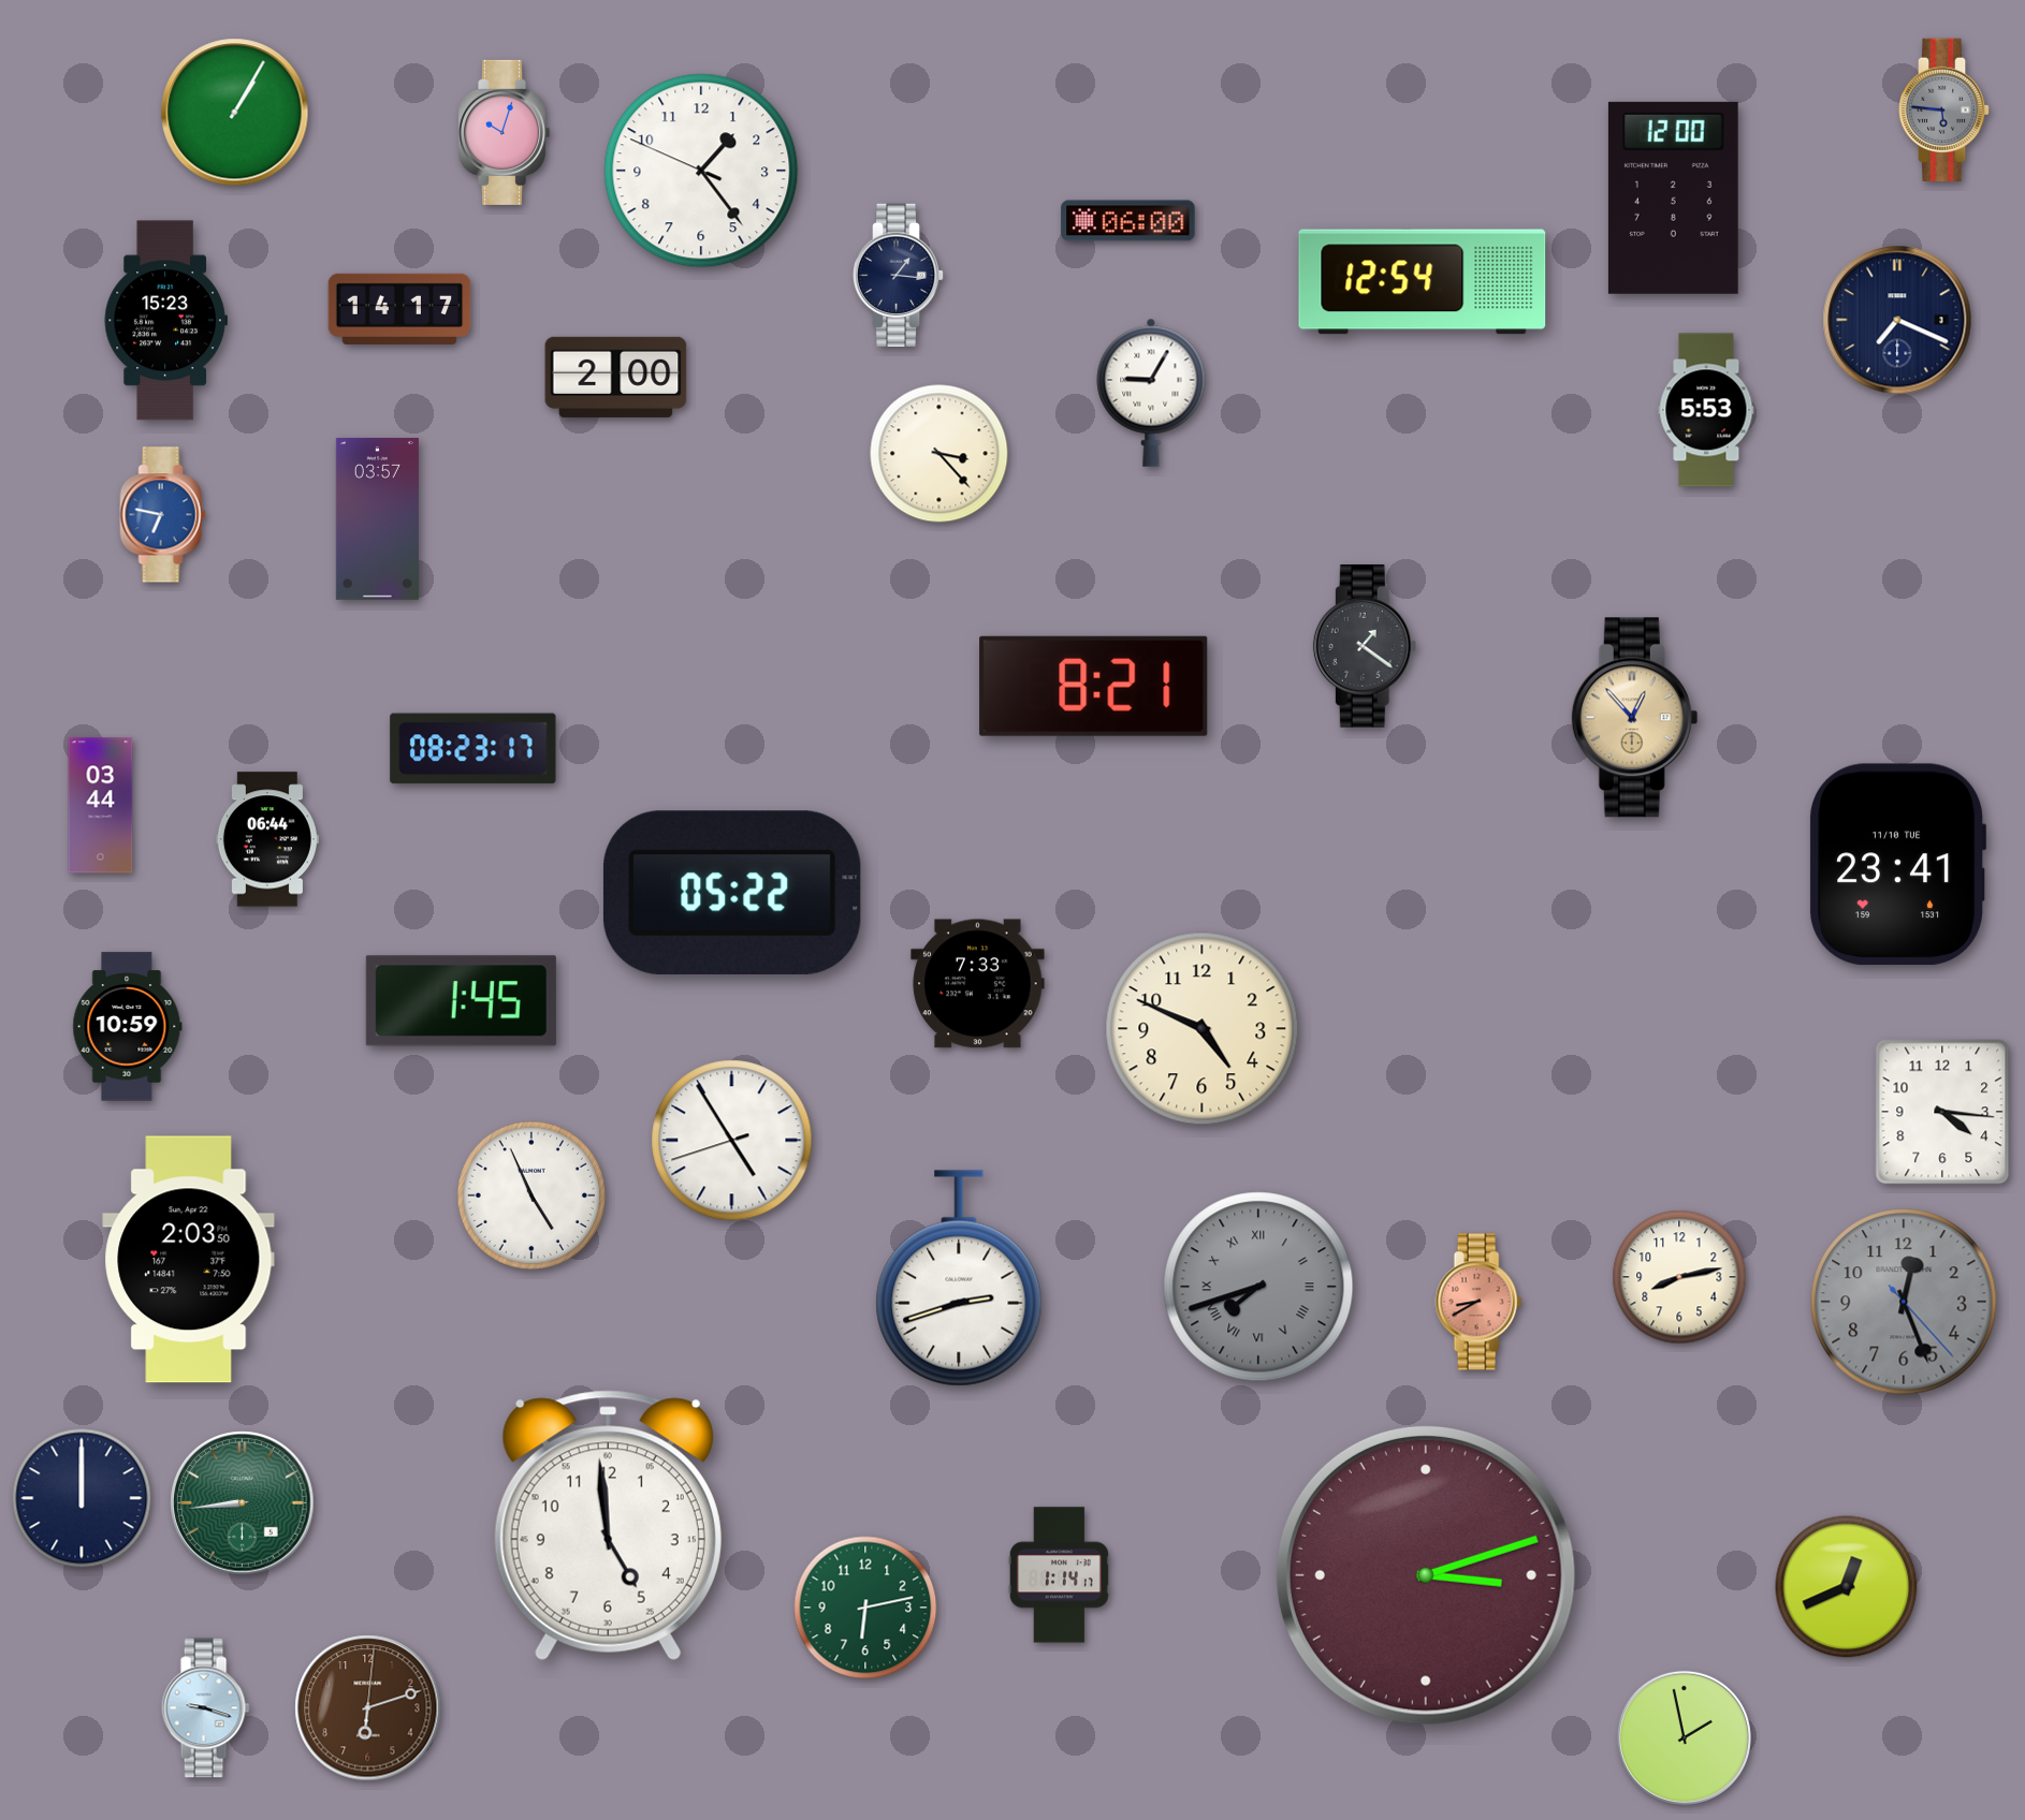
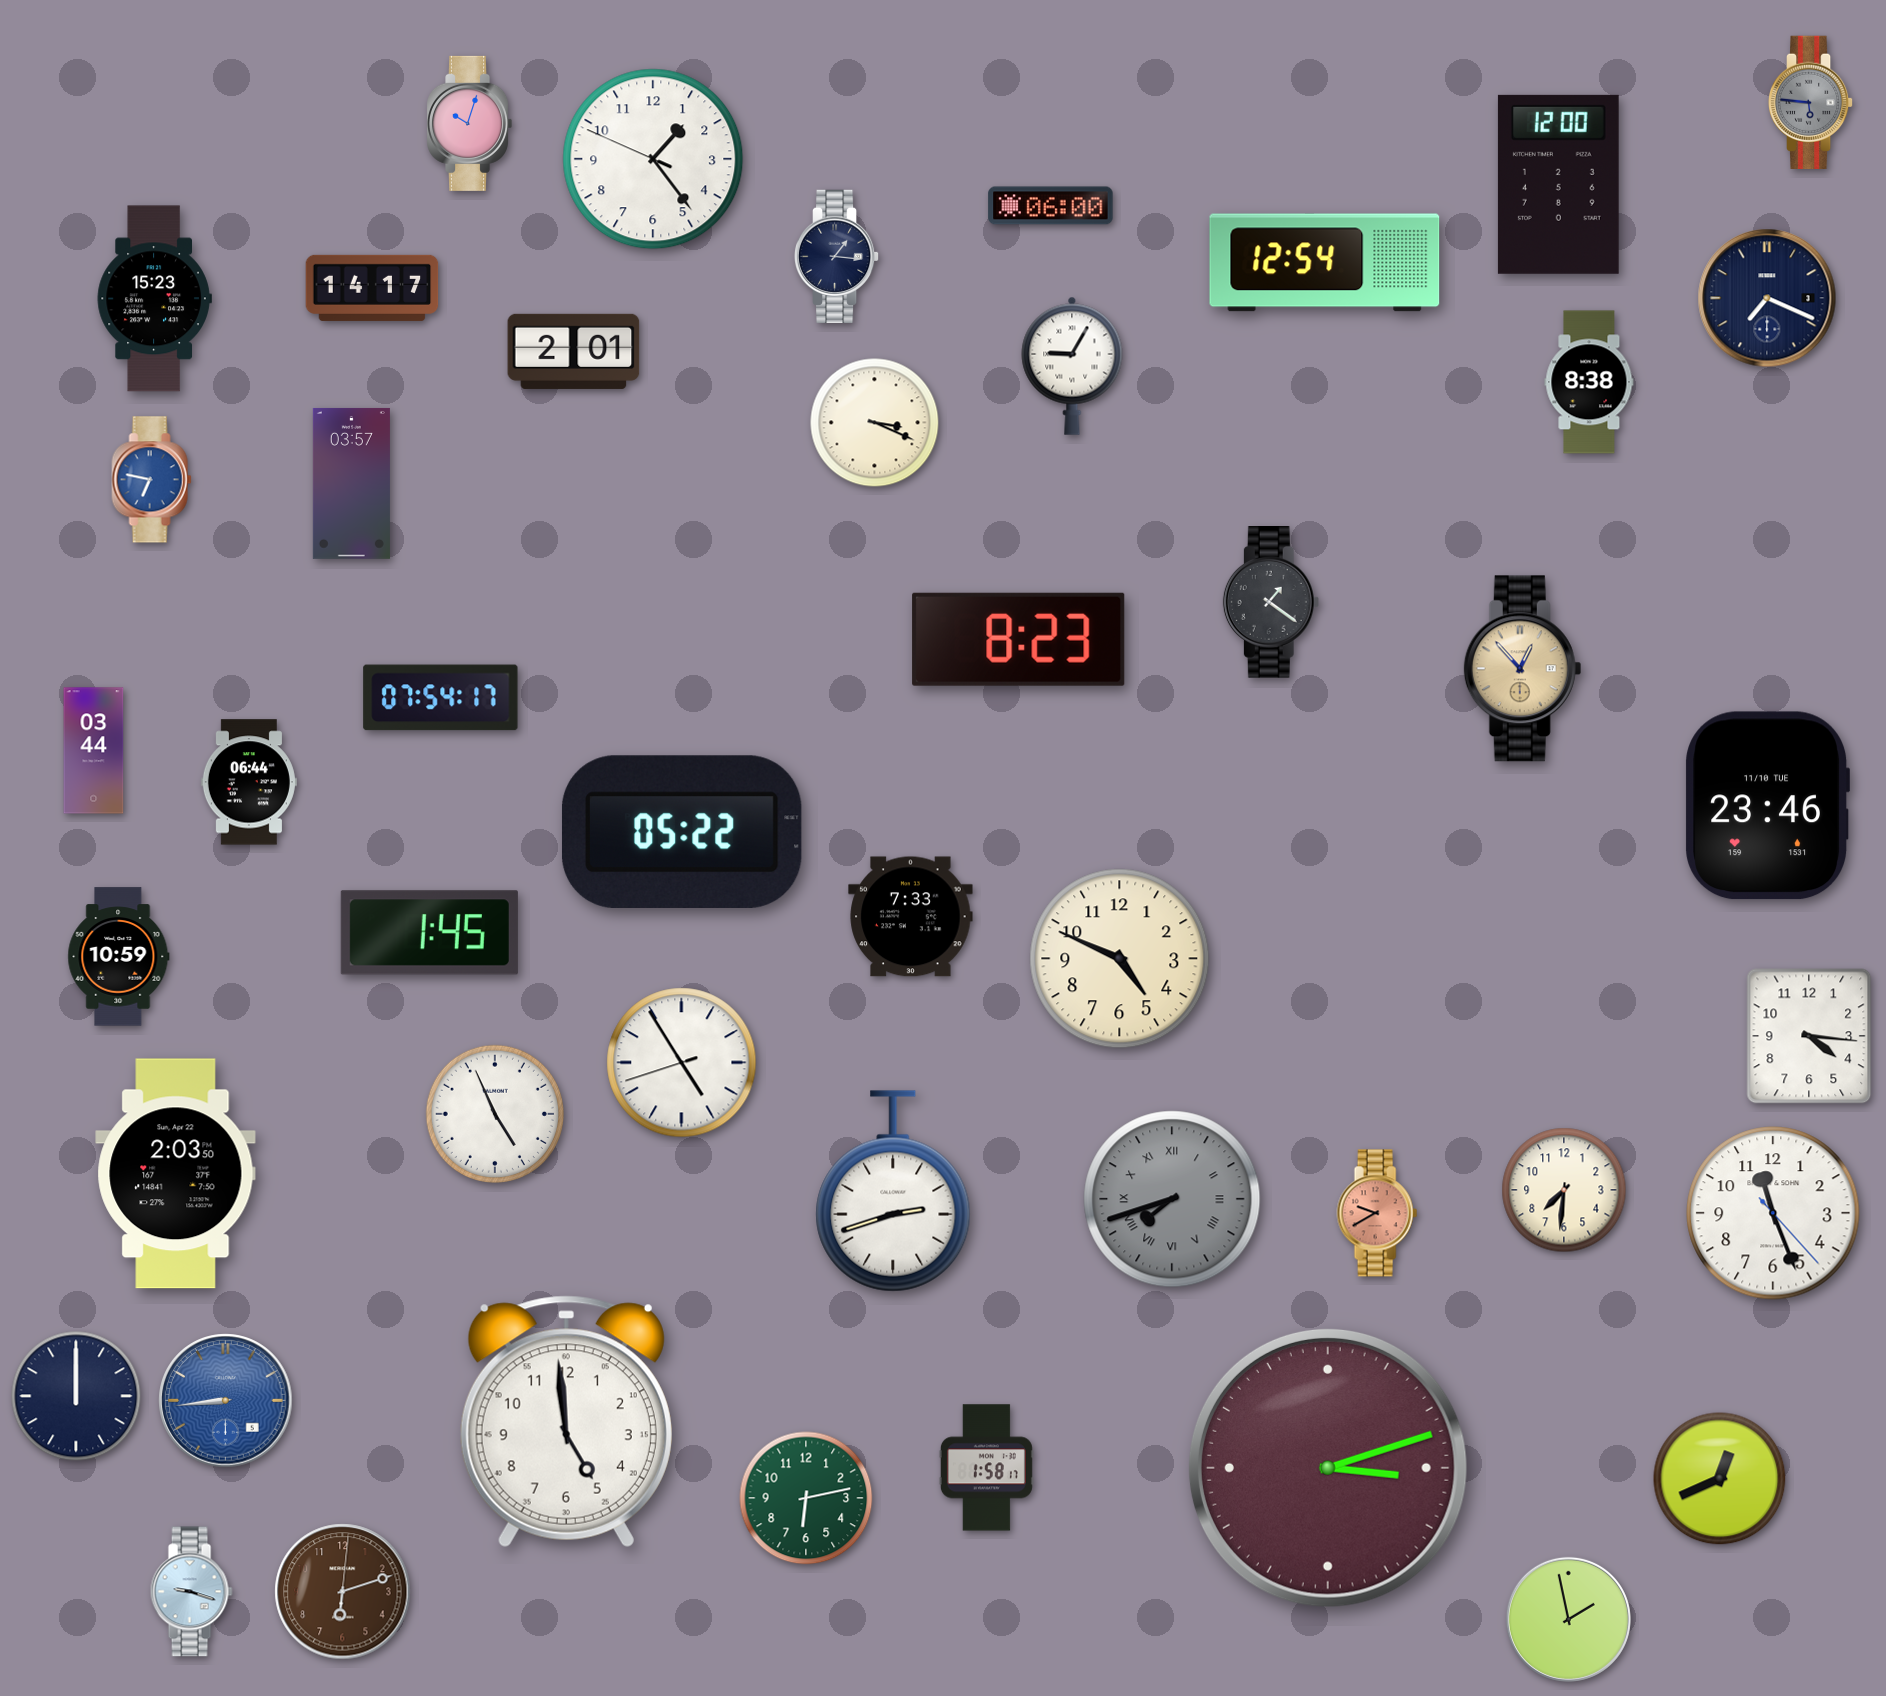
clock at (235, 113): 1:05 -> none
clock at (616, 377): 2:00 -> 2:01
clock at (1706, 410): 5:53 -> 8:38
clock at (939, 454): 3:23 -> 3:19
clock at (1094, 686): 8:21 -> 8:23
clock at (474, 749): 08:23 -> 07:54
clock at (1897, 865): 23:41 -> 23:46
clock at (1679, 1277): 8:13 -> 7:31
clock at (1478, 1302): 8:40 -> 9:40
clock at (1904, 1302): 12:26 -> 11:26
clock at (1904, 1302) dial: grey -> white
clock at (243, 1503) dial: green -> blue
clock at (1059, 1575): 1:14 -> 1:58
